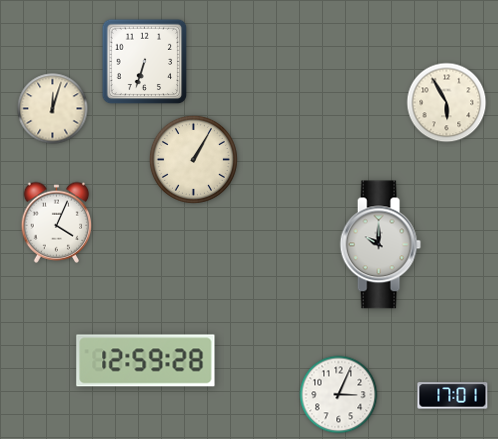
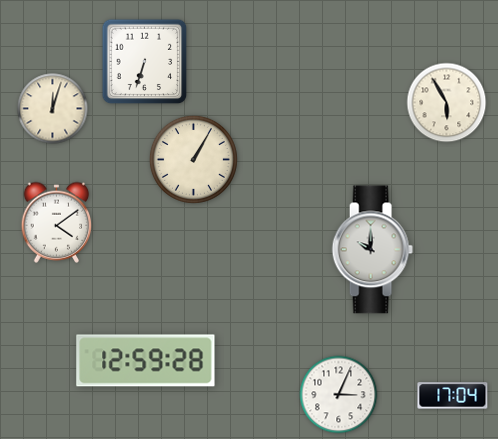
clock at (57, 222): 4:04 -> 4:09
clock at (380, 245) position: (380, 245) -> (372, 250)
clock at (453, 396): 17:01 -> 17:04
